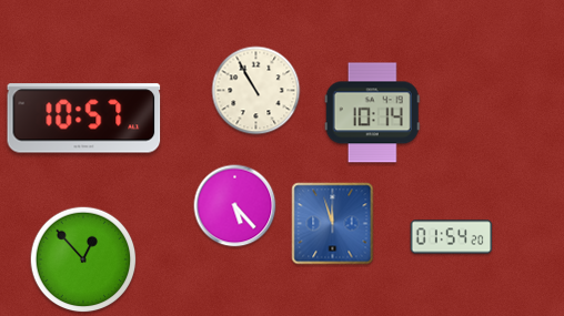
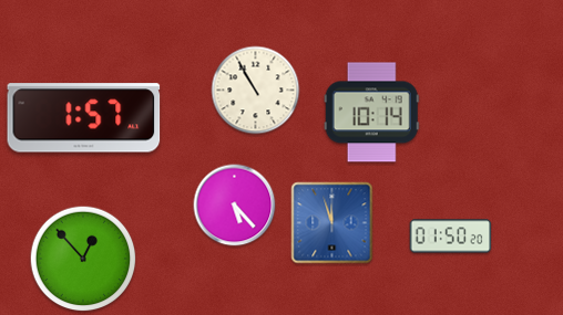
clock at (84, 119): 10:57 -> 1:57
clock at (452, 237): 01:54 -> 01:50
